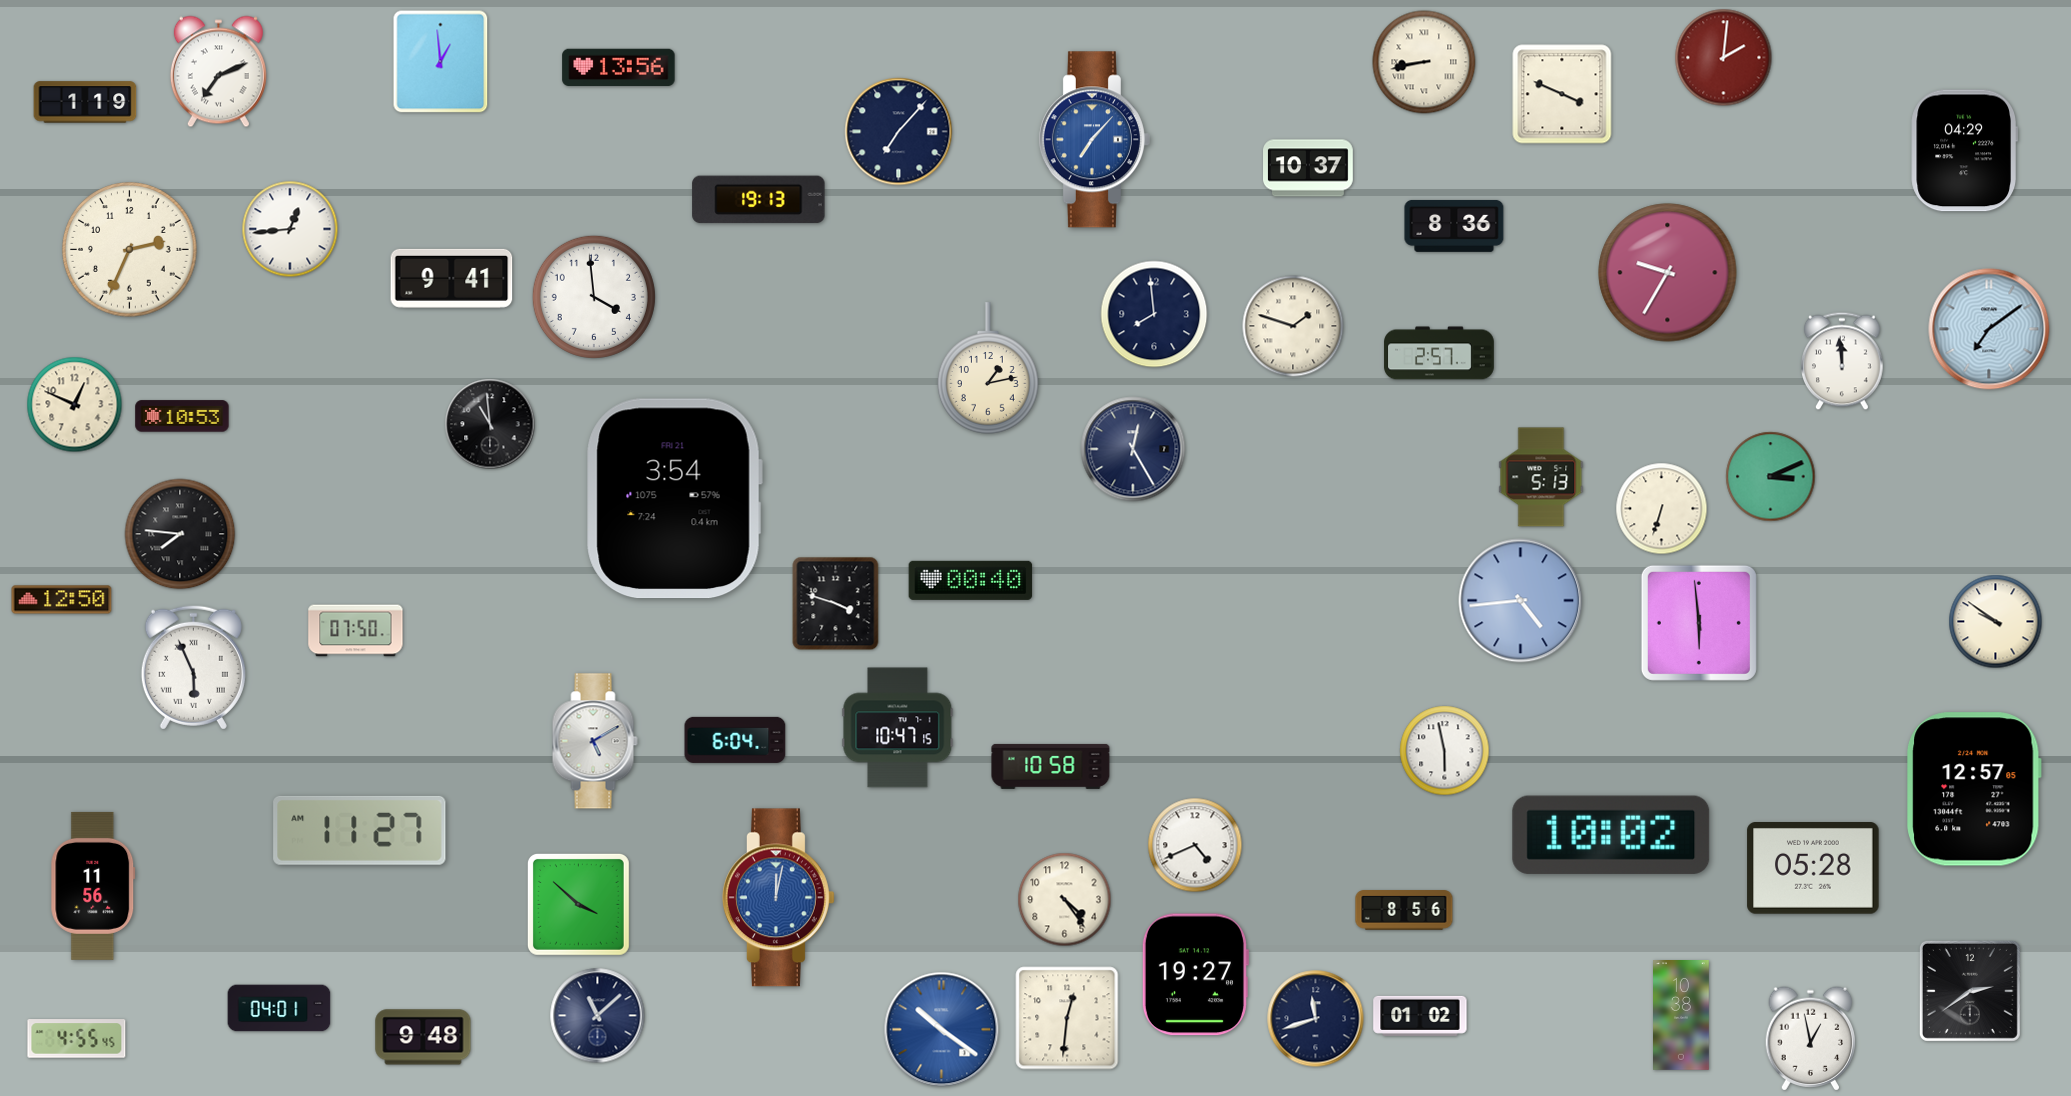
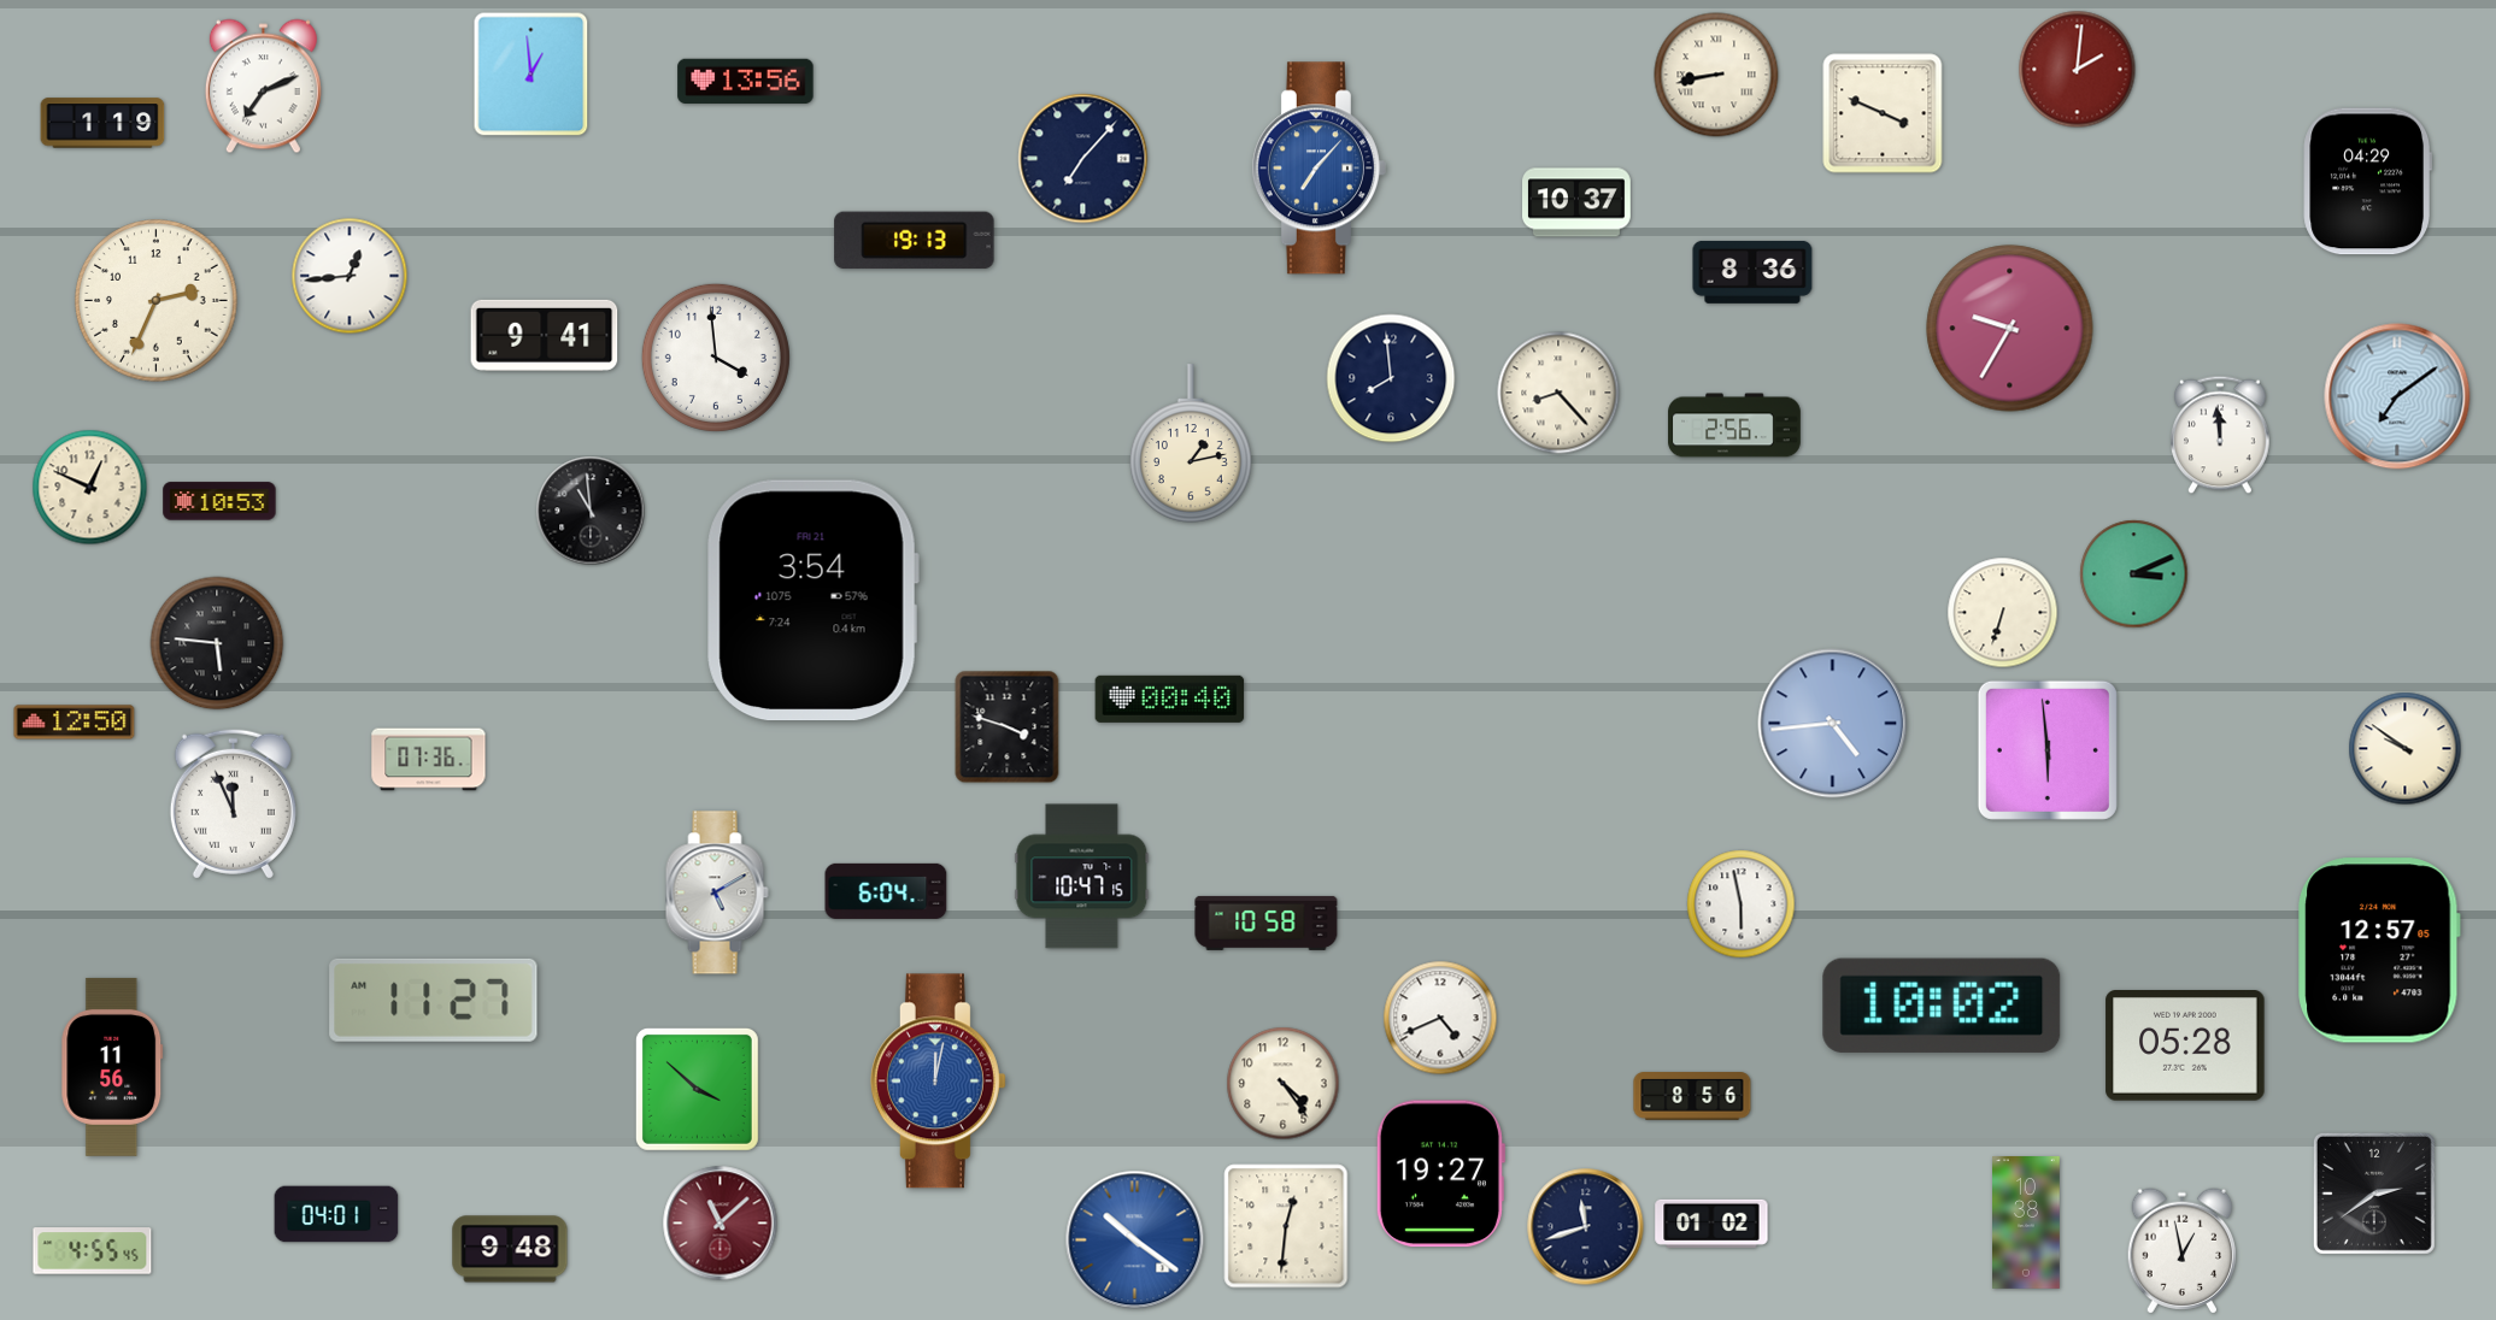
clock at (1293, 326): 1:48 -> 8:23
clock at (1439, 353): 2:57 -> 2:56
clock at (1133, 449): 12:25 -> none
clock at (1541, 477): 5:13 -> none
clock at (180, 534): 7:46 -> 5:46
clock at (356, 631): 07:50 -> 07:36
clock at (193, 667): 5:56 -> 11:56
clock at (598, 1016) dial: navy -> burgundy
